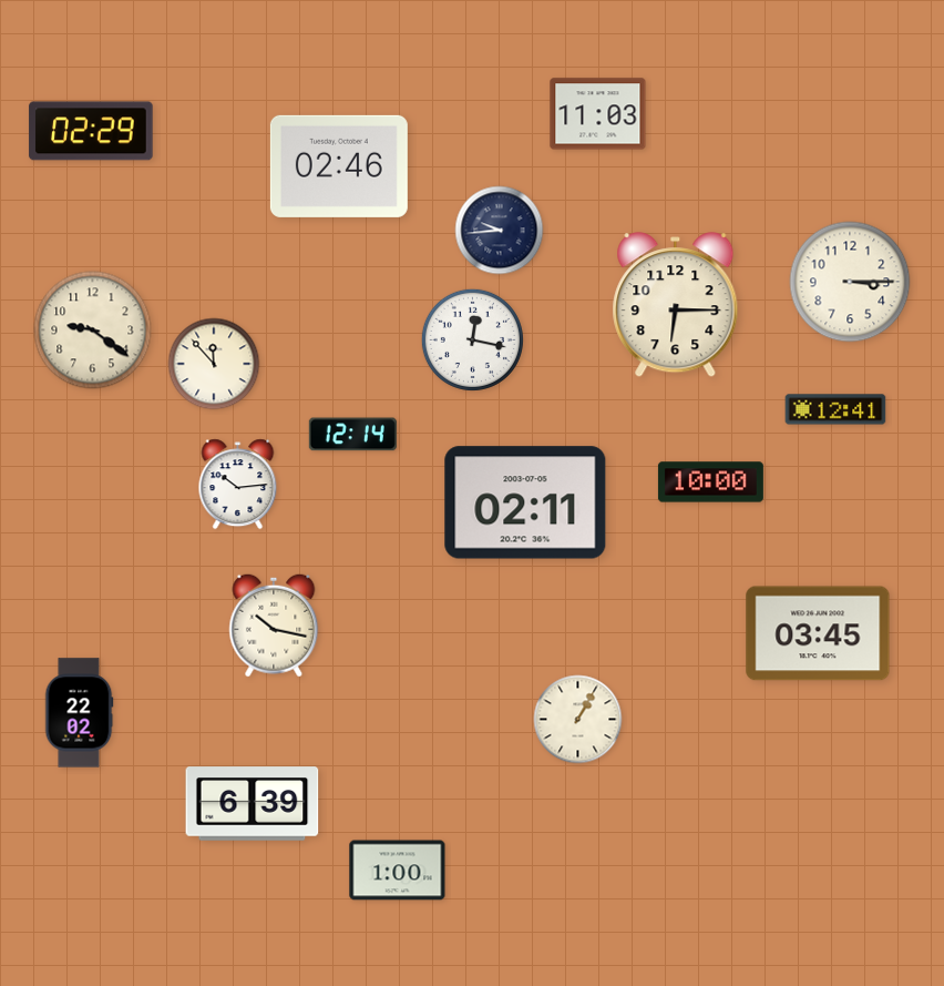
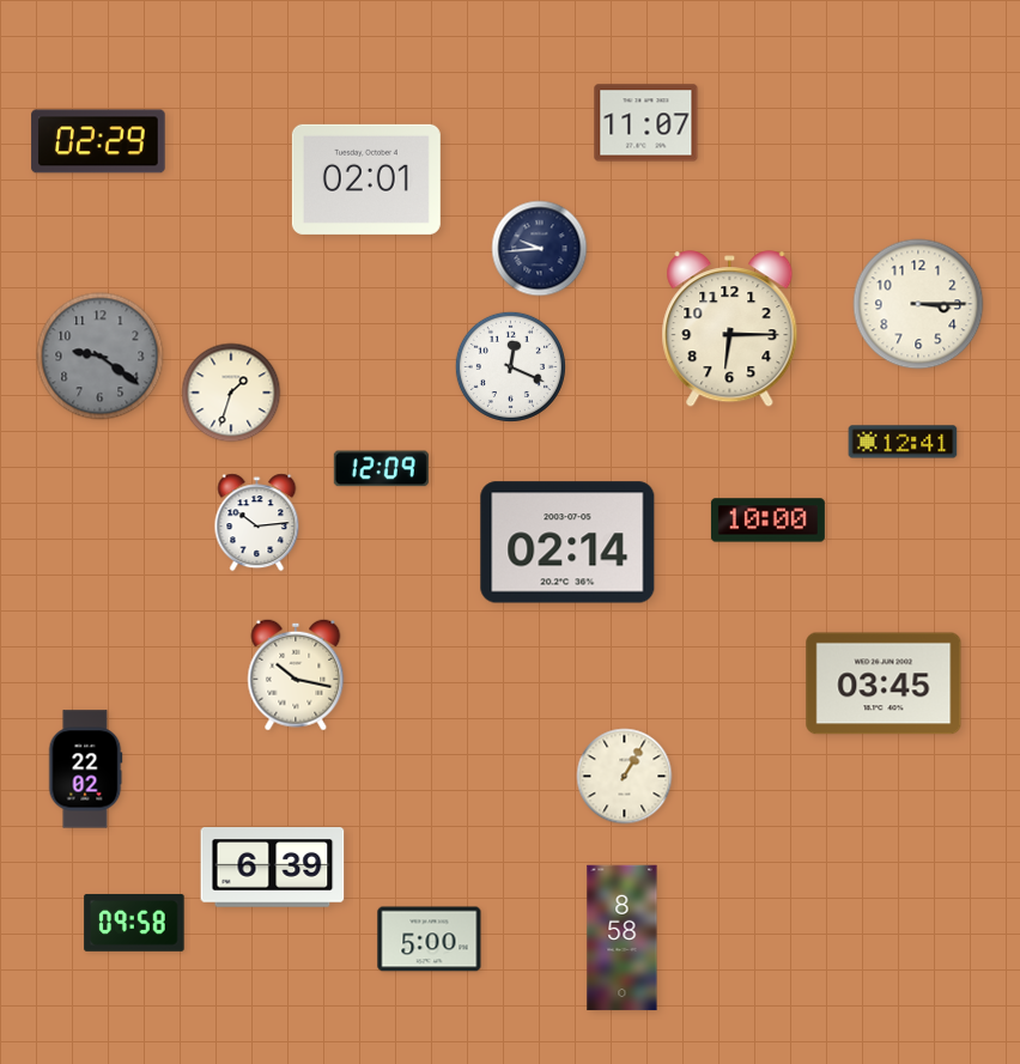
clock at (598, 114): 11:03 -> 11:07
clock at (339, 166): 02:46 -> 02:01
clock at (93, 331) dial: cream -> grey
clock at (472, 339): 12:17 -> 12:19
clock at (214, 364): 11:53 -> 1:33
clock at (352, 435): 12:14 -> 12:09
clock at (525, 502): 02:11 -> 02:14
clock at (134, 923): none -> 09:58
clock at (623, 938): none -> 8:58
clock at (398, 871): 1:00 -> 5:00
